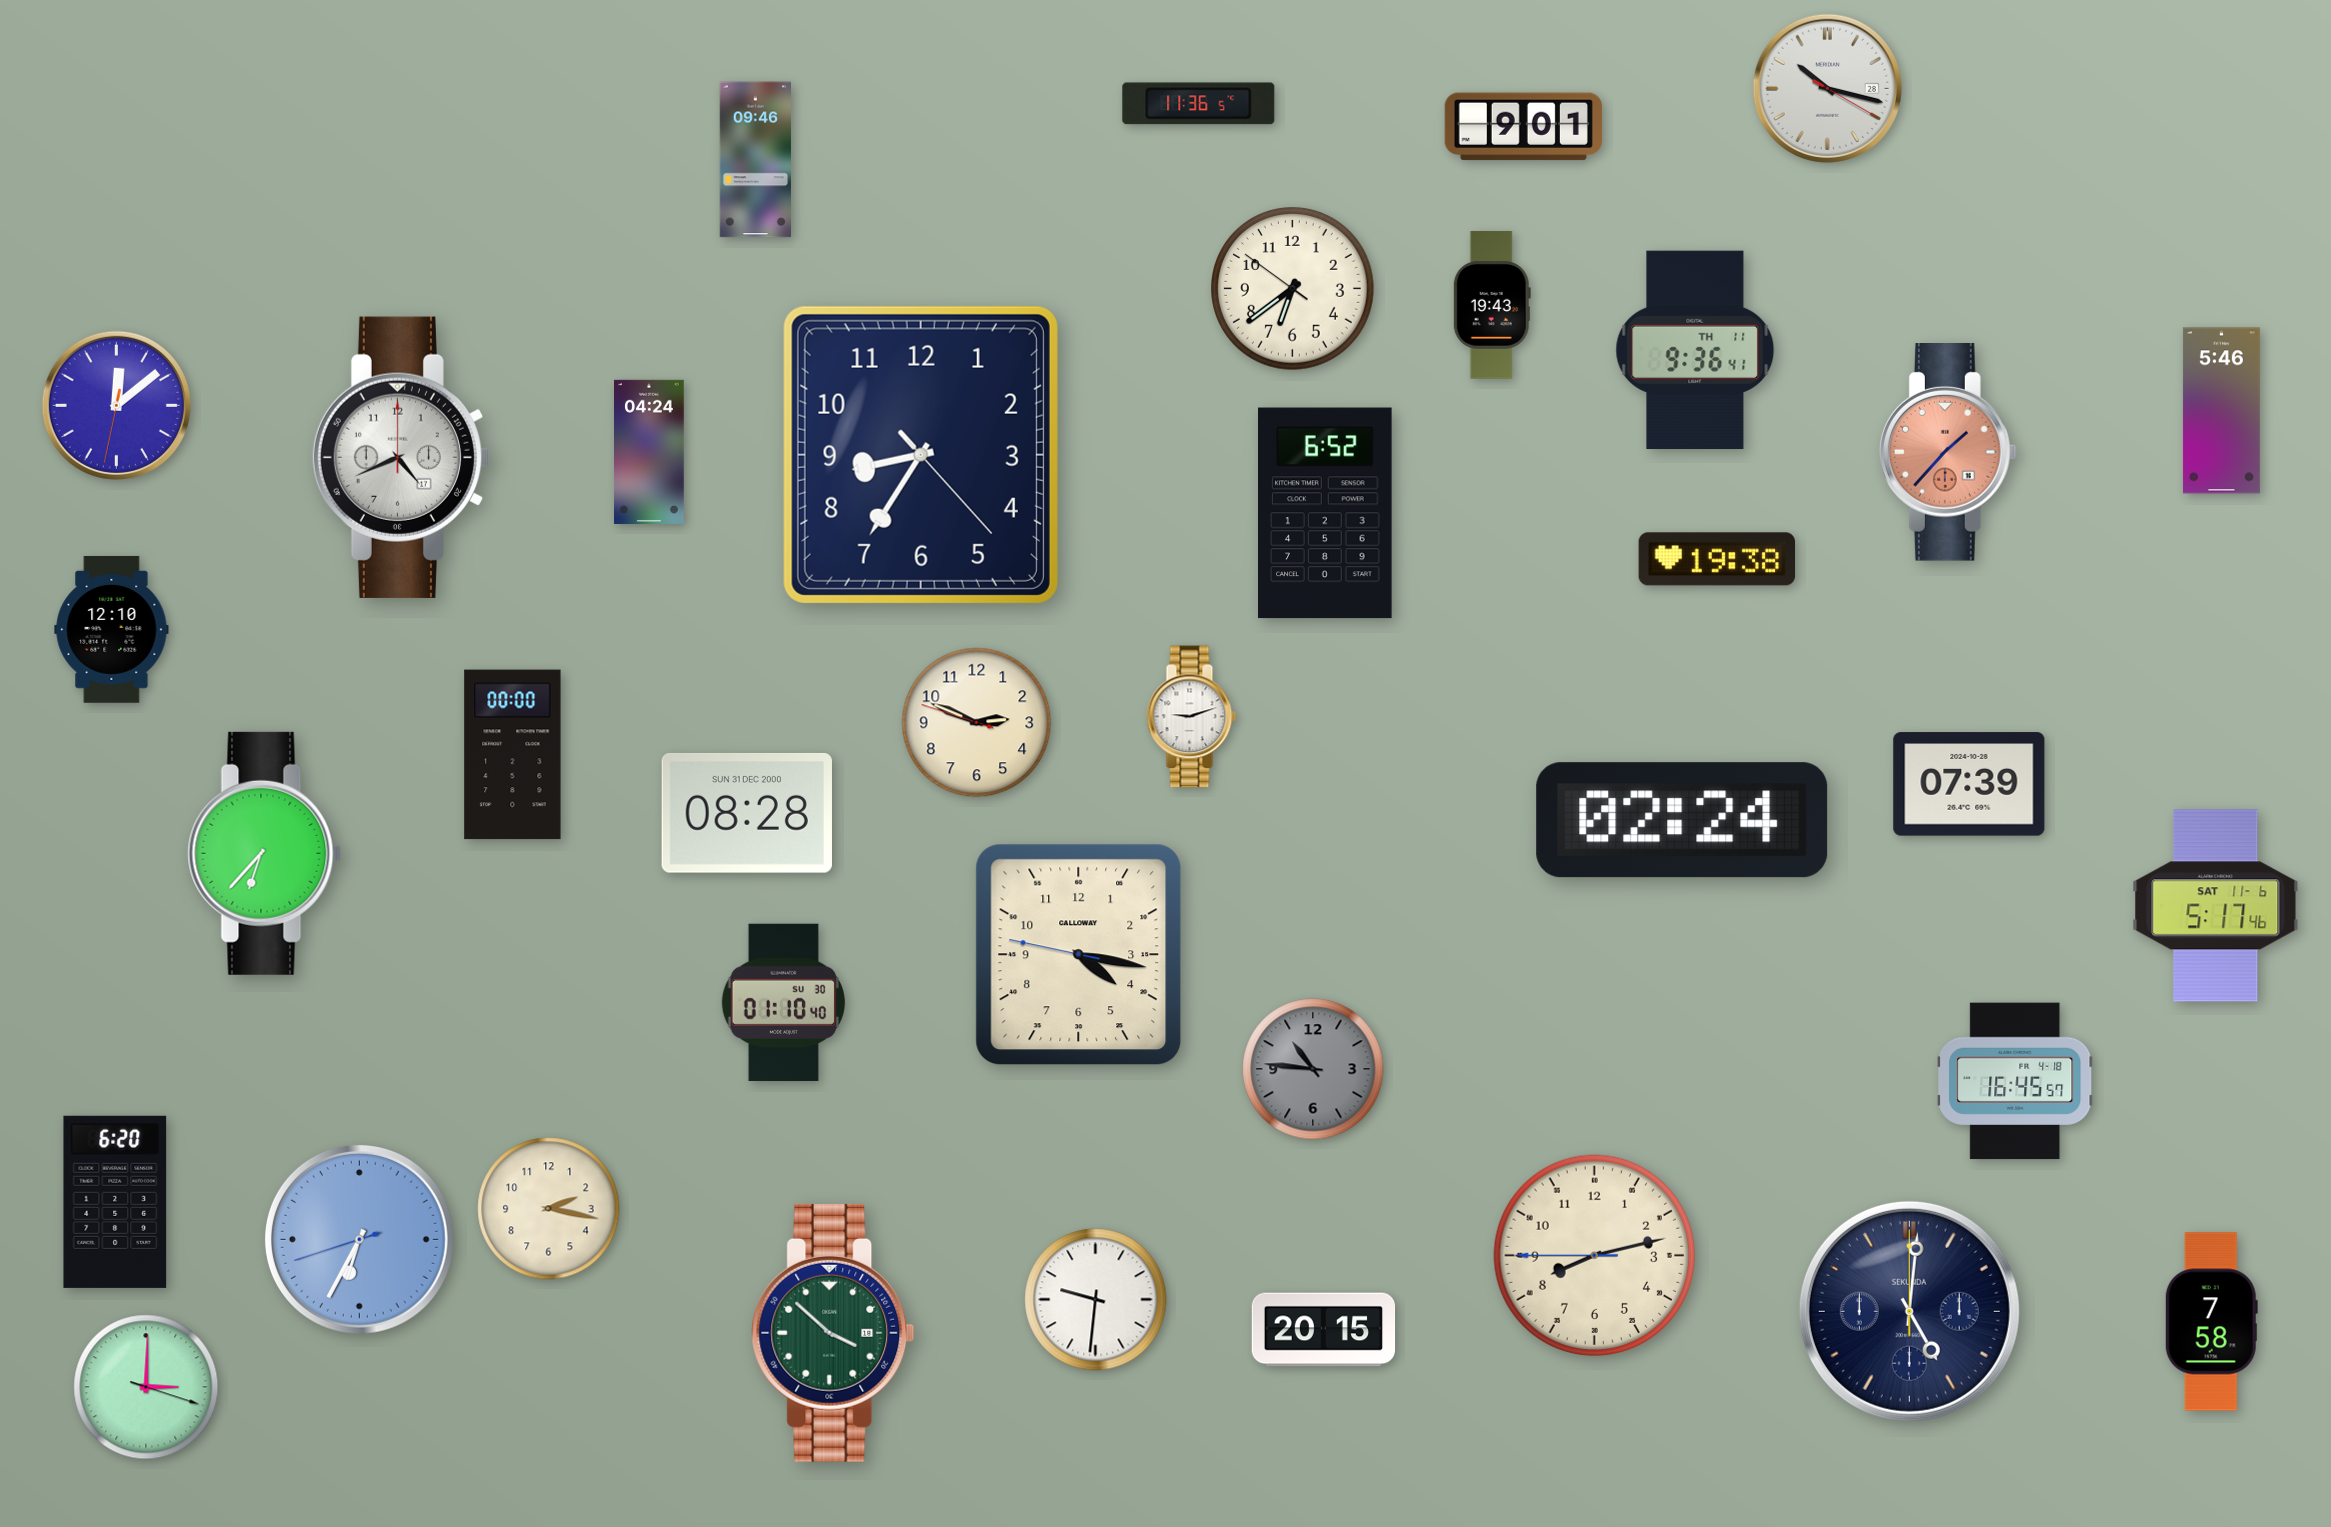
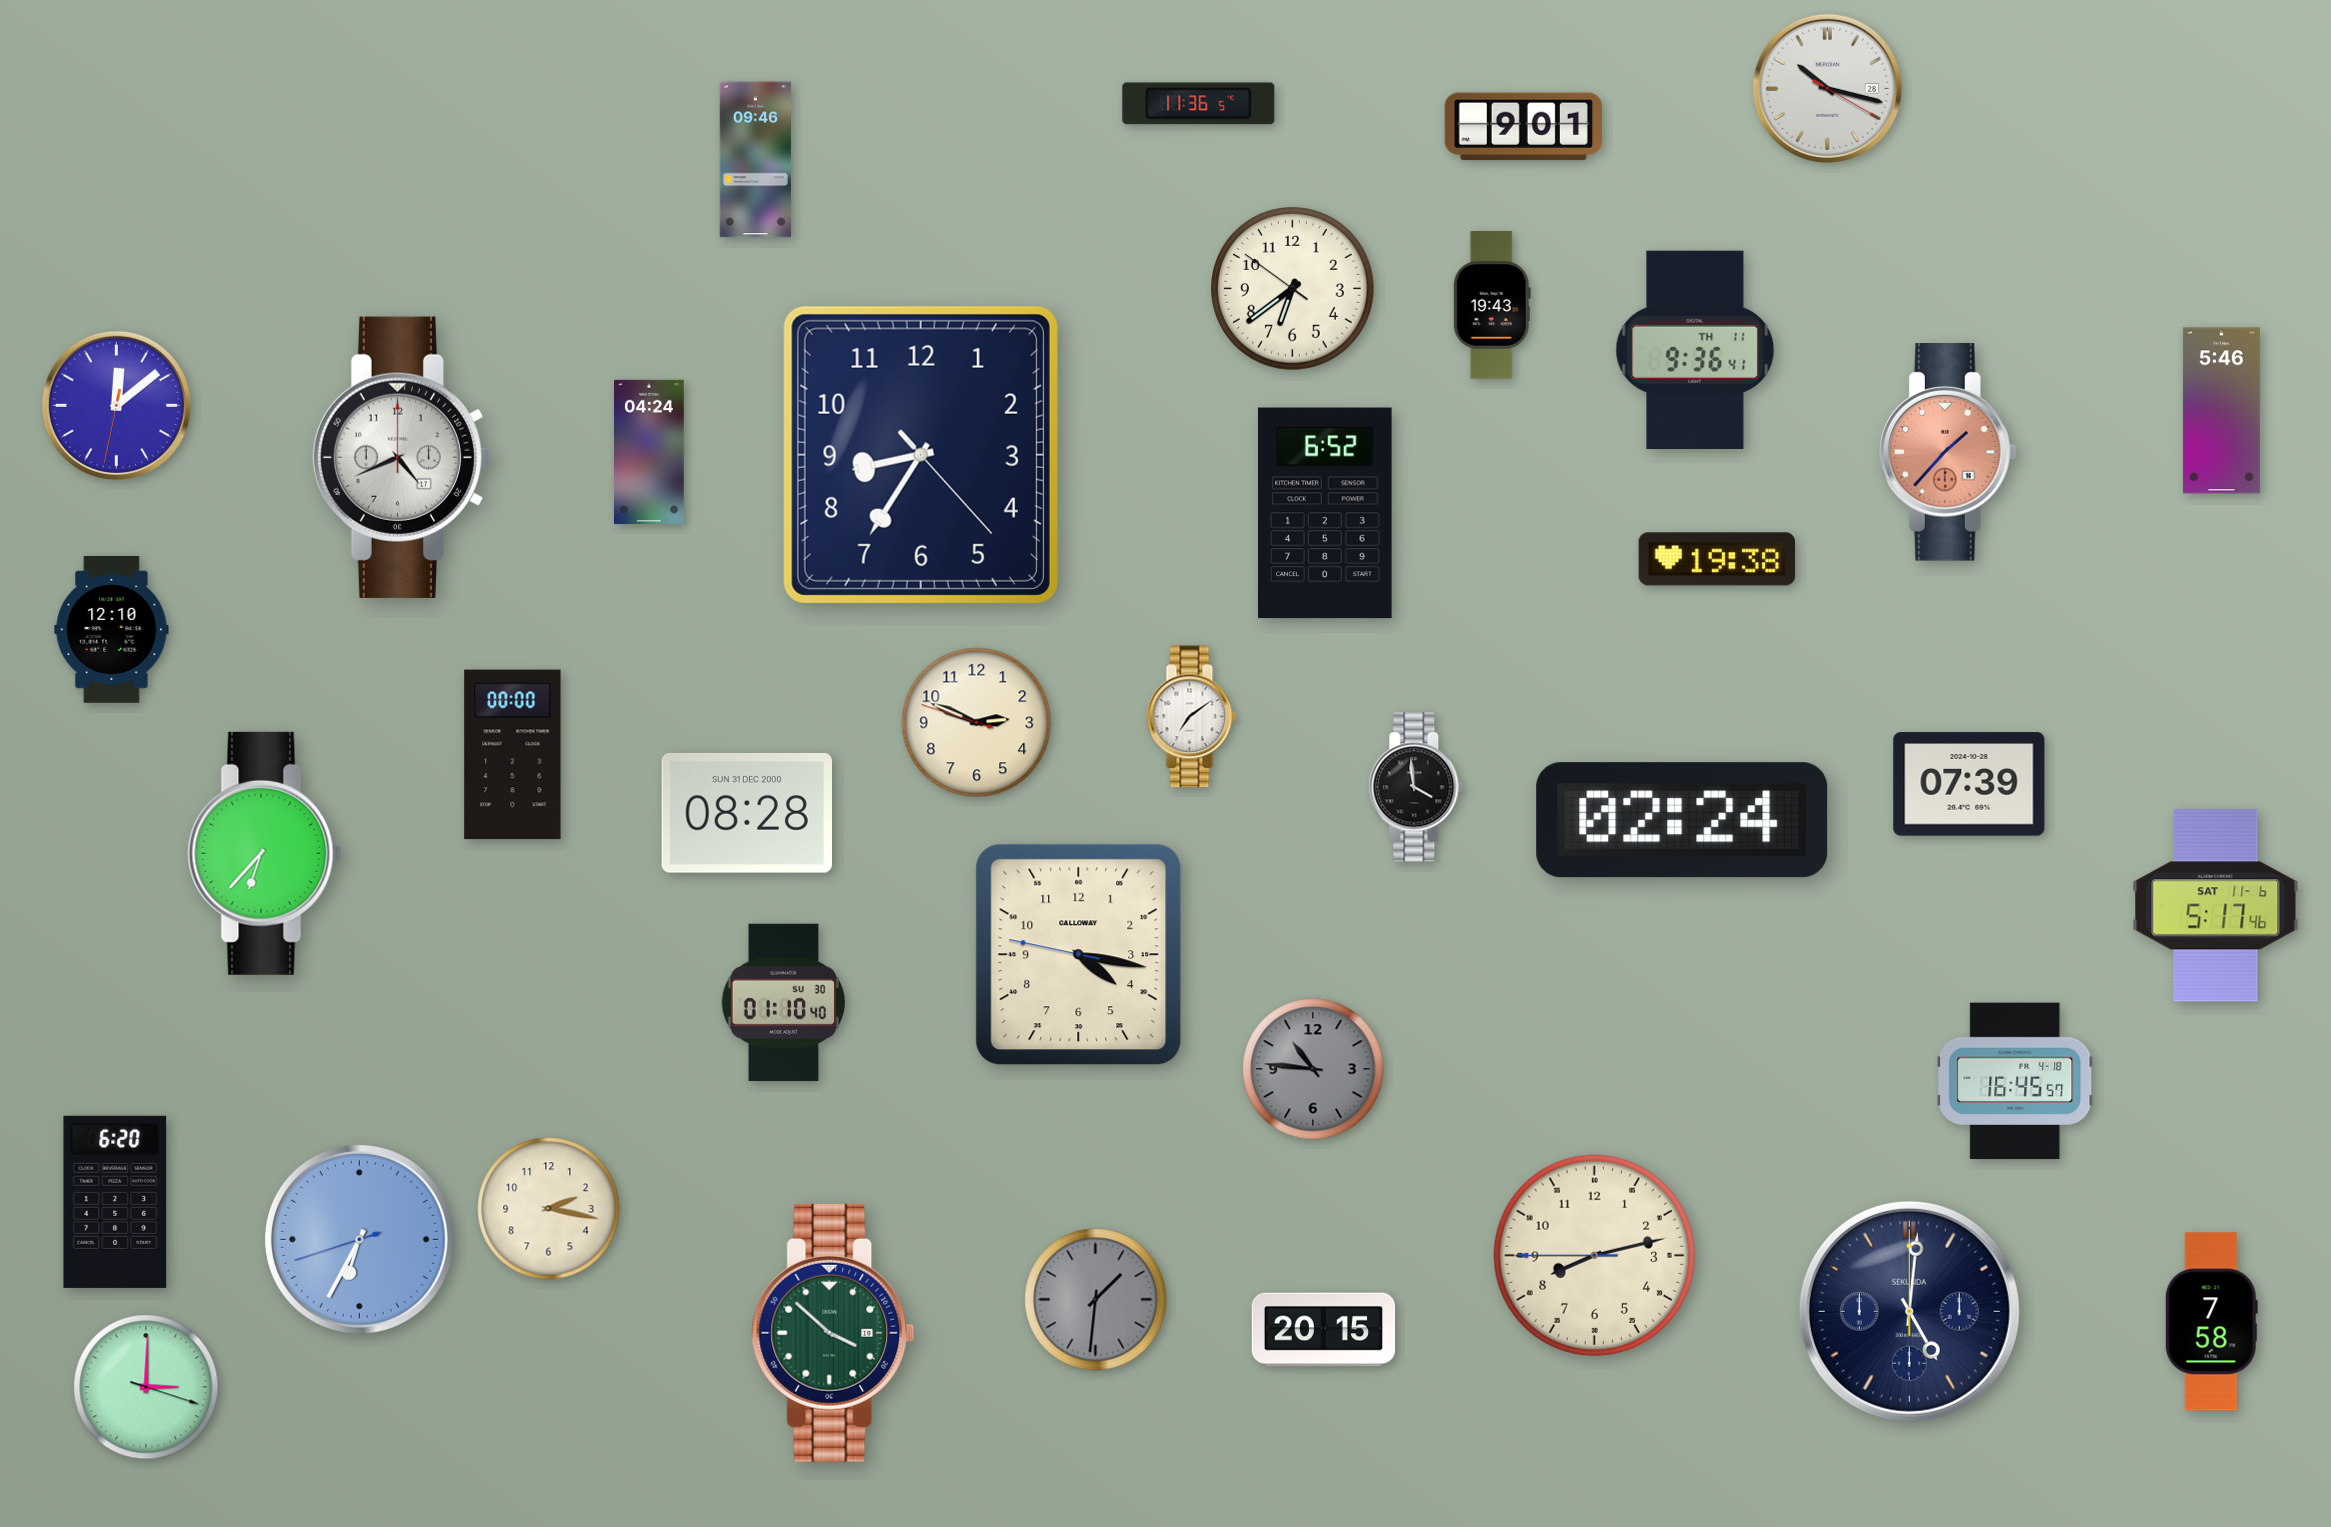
clock at (1192, 717): 9:12 -> 7:09
clock at (1416, 787): none -> 3:59
clock at (1096, 1300): 9:31 -> 1:31
clock at (1096, 1300) dial: white -> grey
